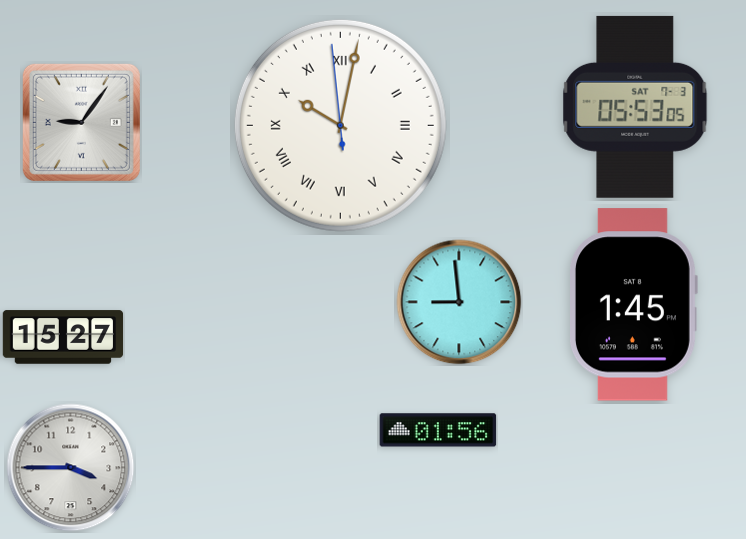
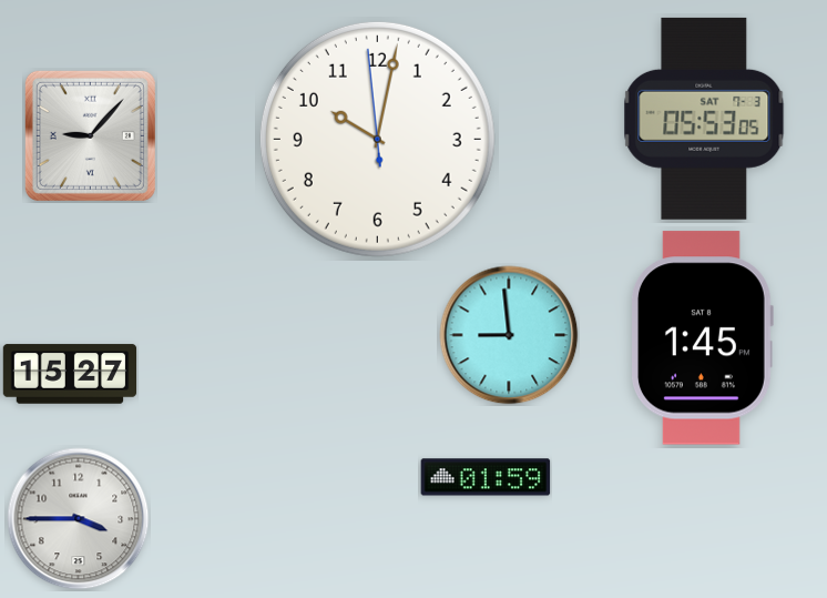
clock at (81, 122): 9:06 -> 9:07
clock at (340, 125) numerals: Roman -> Arabic
clock at (438, 430): 01:56 -> 01:59
